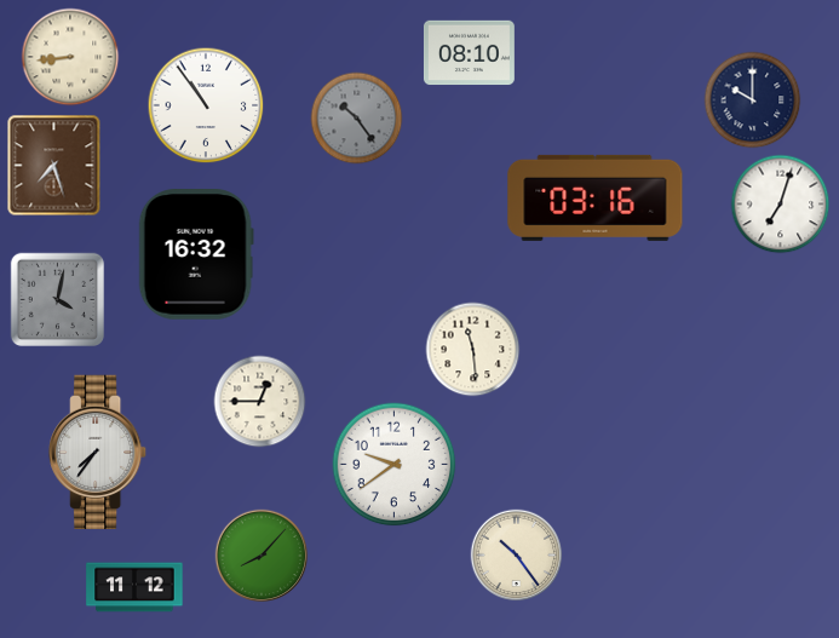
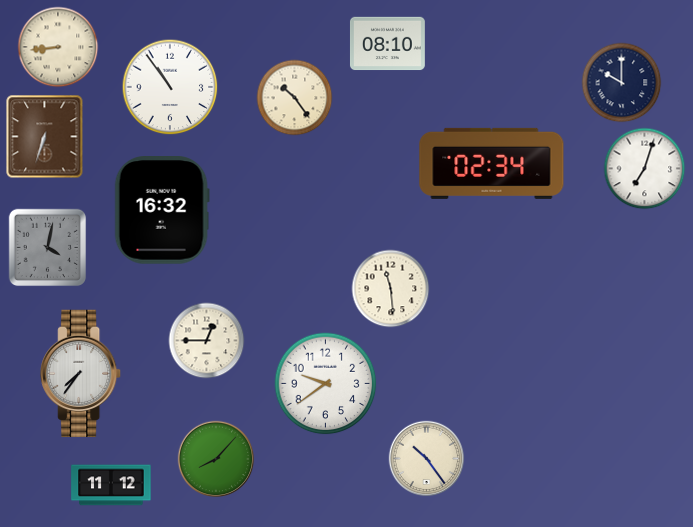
clock at (357, 119) dial: grey -> cream
clock at (54, 166): 7:27 -> 6:33
clock at (596, 197): 03:16 -> 02:34
clock at (260, 402) position: (260, 402) -> (207, 341)
